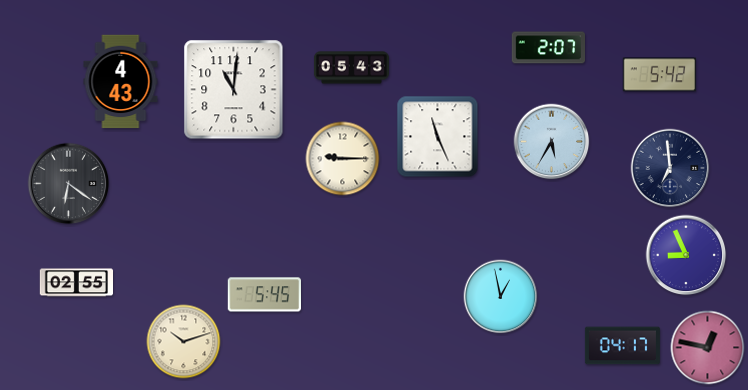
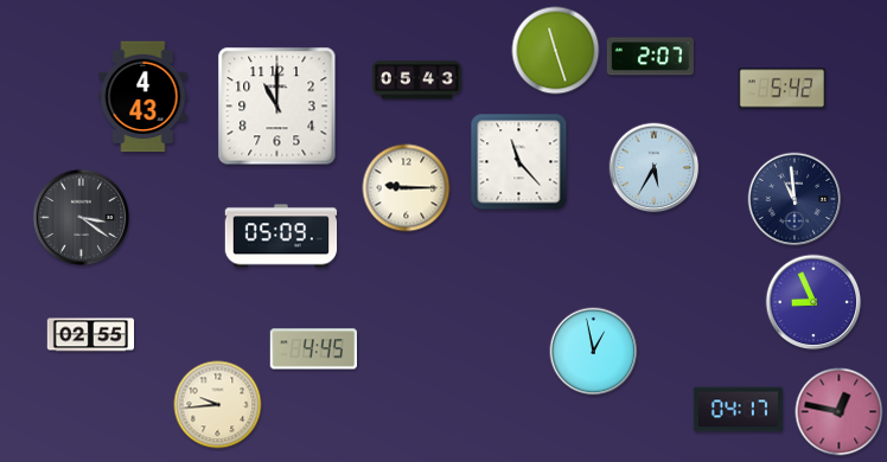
clock at (556, 51): none -> 11:27
clock at (234, 90): 11:01 -> 11:00
clock at (438, 137): 11:26 -> 11:23
clock at (670, 168): 6:59 -> 10:59
clock at (69, 184): 6:21 -> 3:21
clock at (281, 236): none -> 05:09
clock at (264, 295): 5:45 -> 4:45
clock at (184, 342): 10:12 -> 9:44
